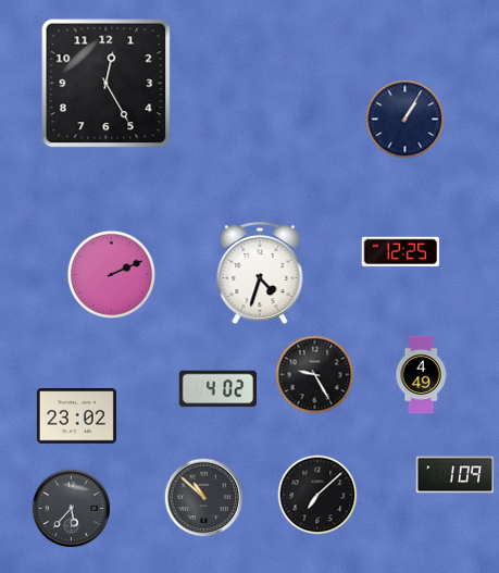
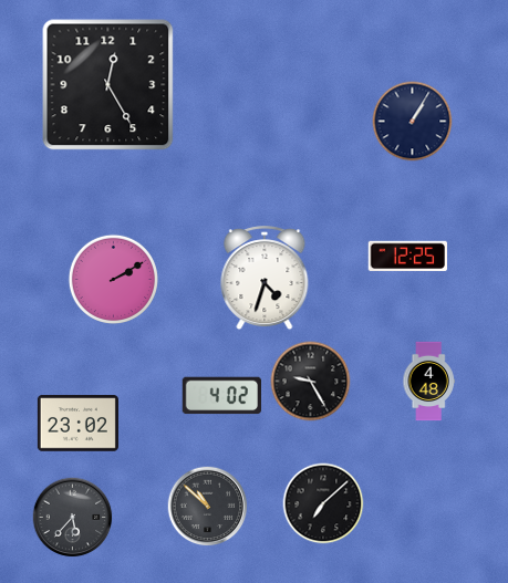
clock at (111, 274): 2:11 -> 2:10
clock at (315, 375) position: (315, 375) -> (311, 382)
clock at (421, 375): 4:49 -> 4:48
clock at (456, 475): 1:09 -> none
